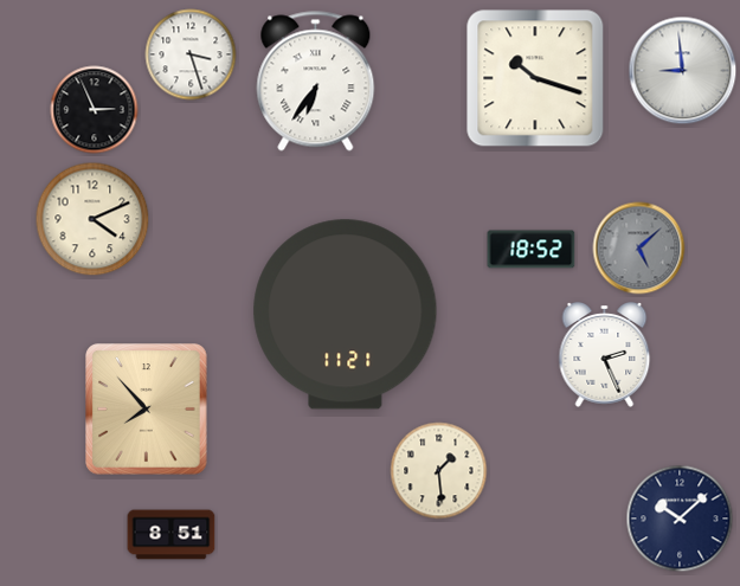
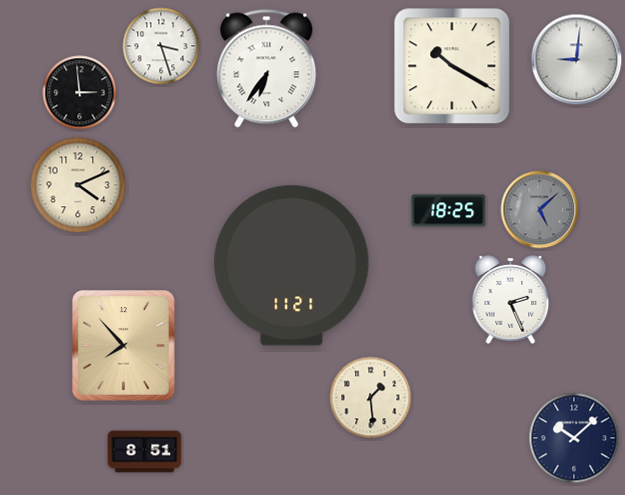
clock at (683, 71): 8:59 -> 9:01
clock at (535, 78): 10:18 -> 10:20
clock at (95, 110): 2:56 -> 2:59
clock at (532, 250): 18:52 -> 18:25
